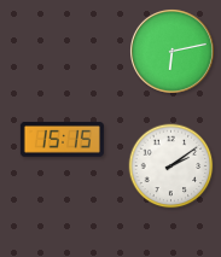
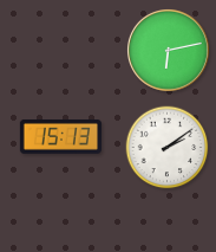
clock at (62, 140): 15:15 -> 15:13
clock at (171, 167) position: (171, 167) -> (168, 148)
